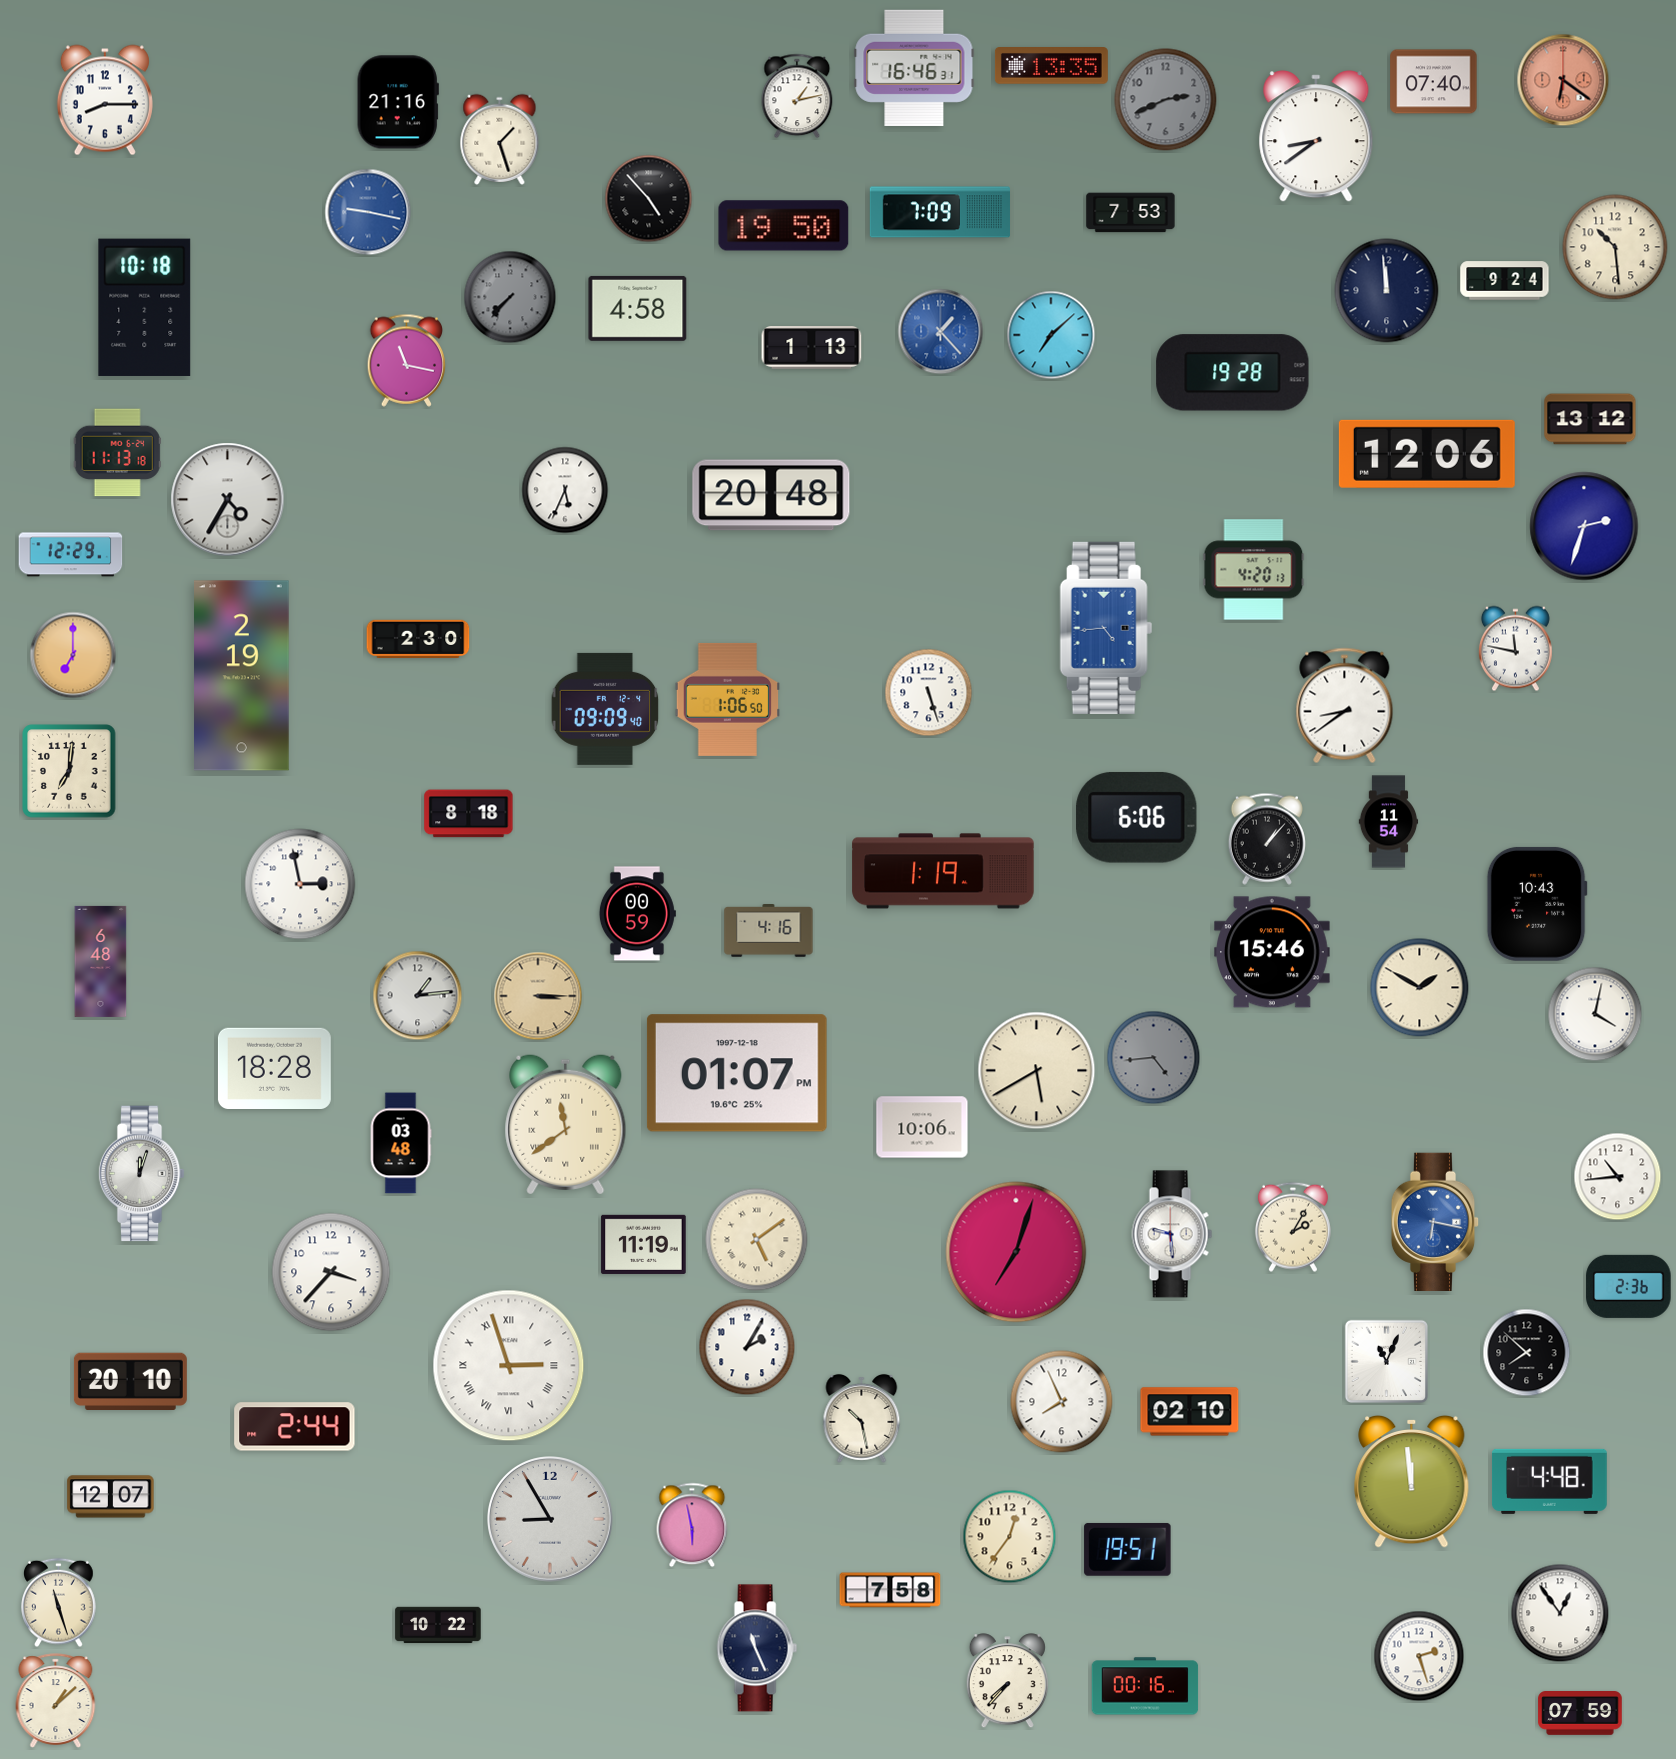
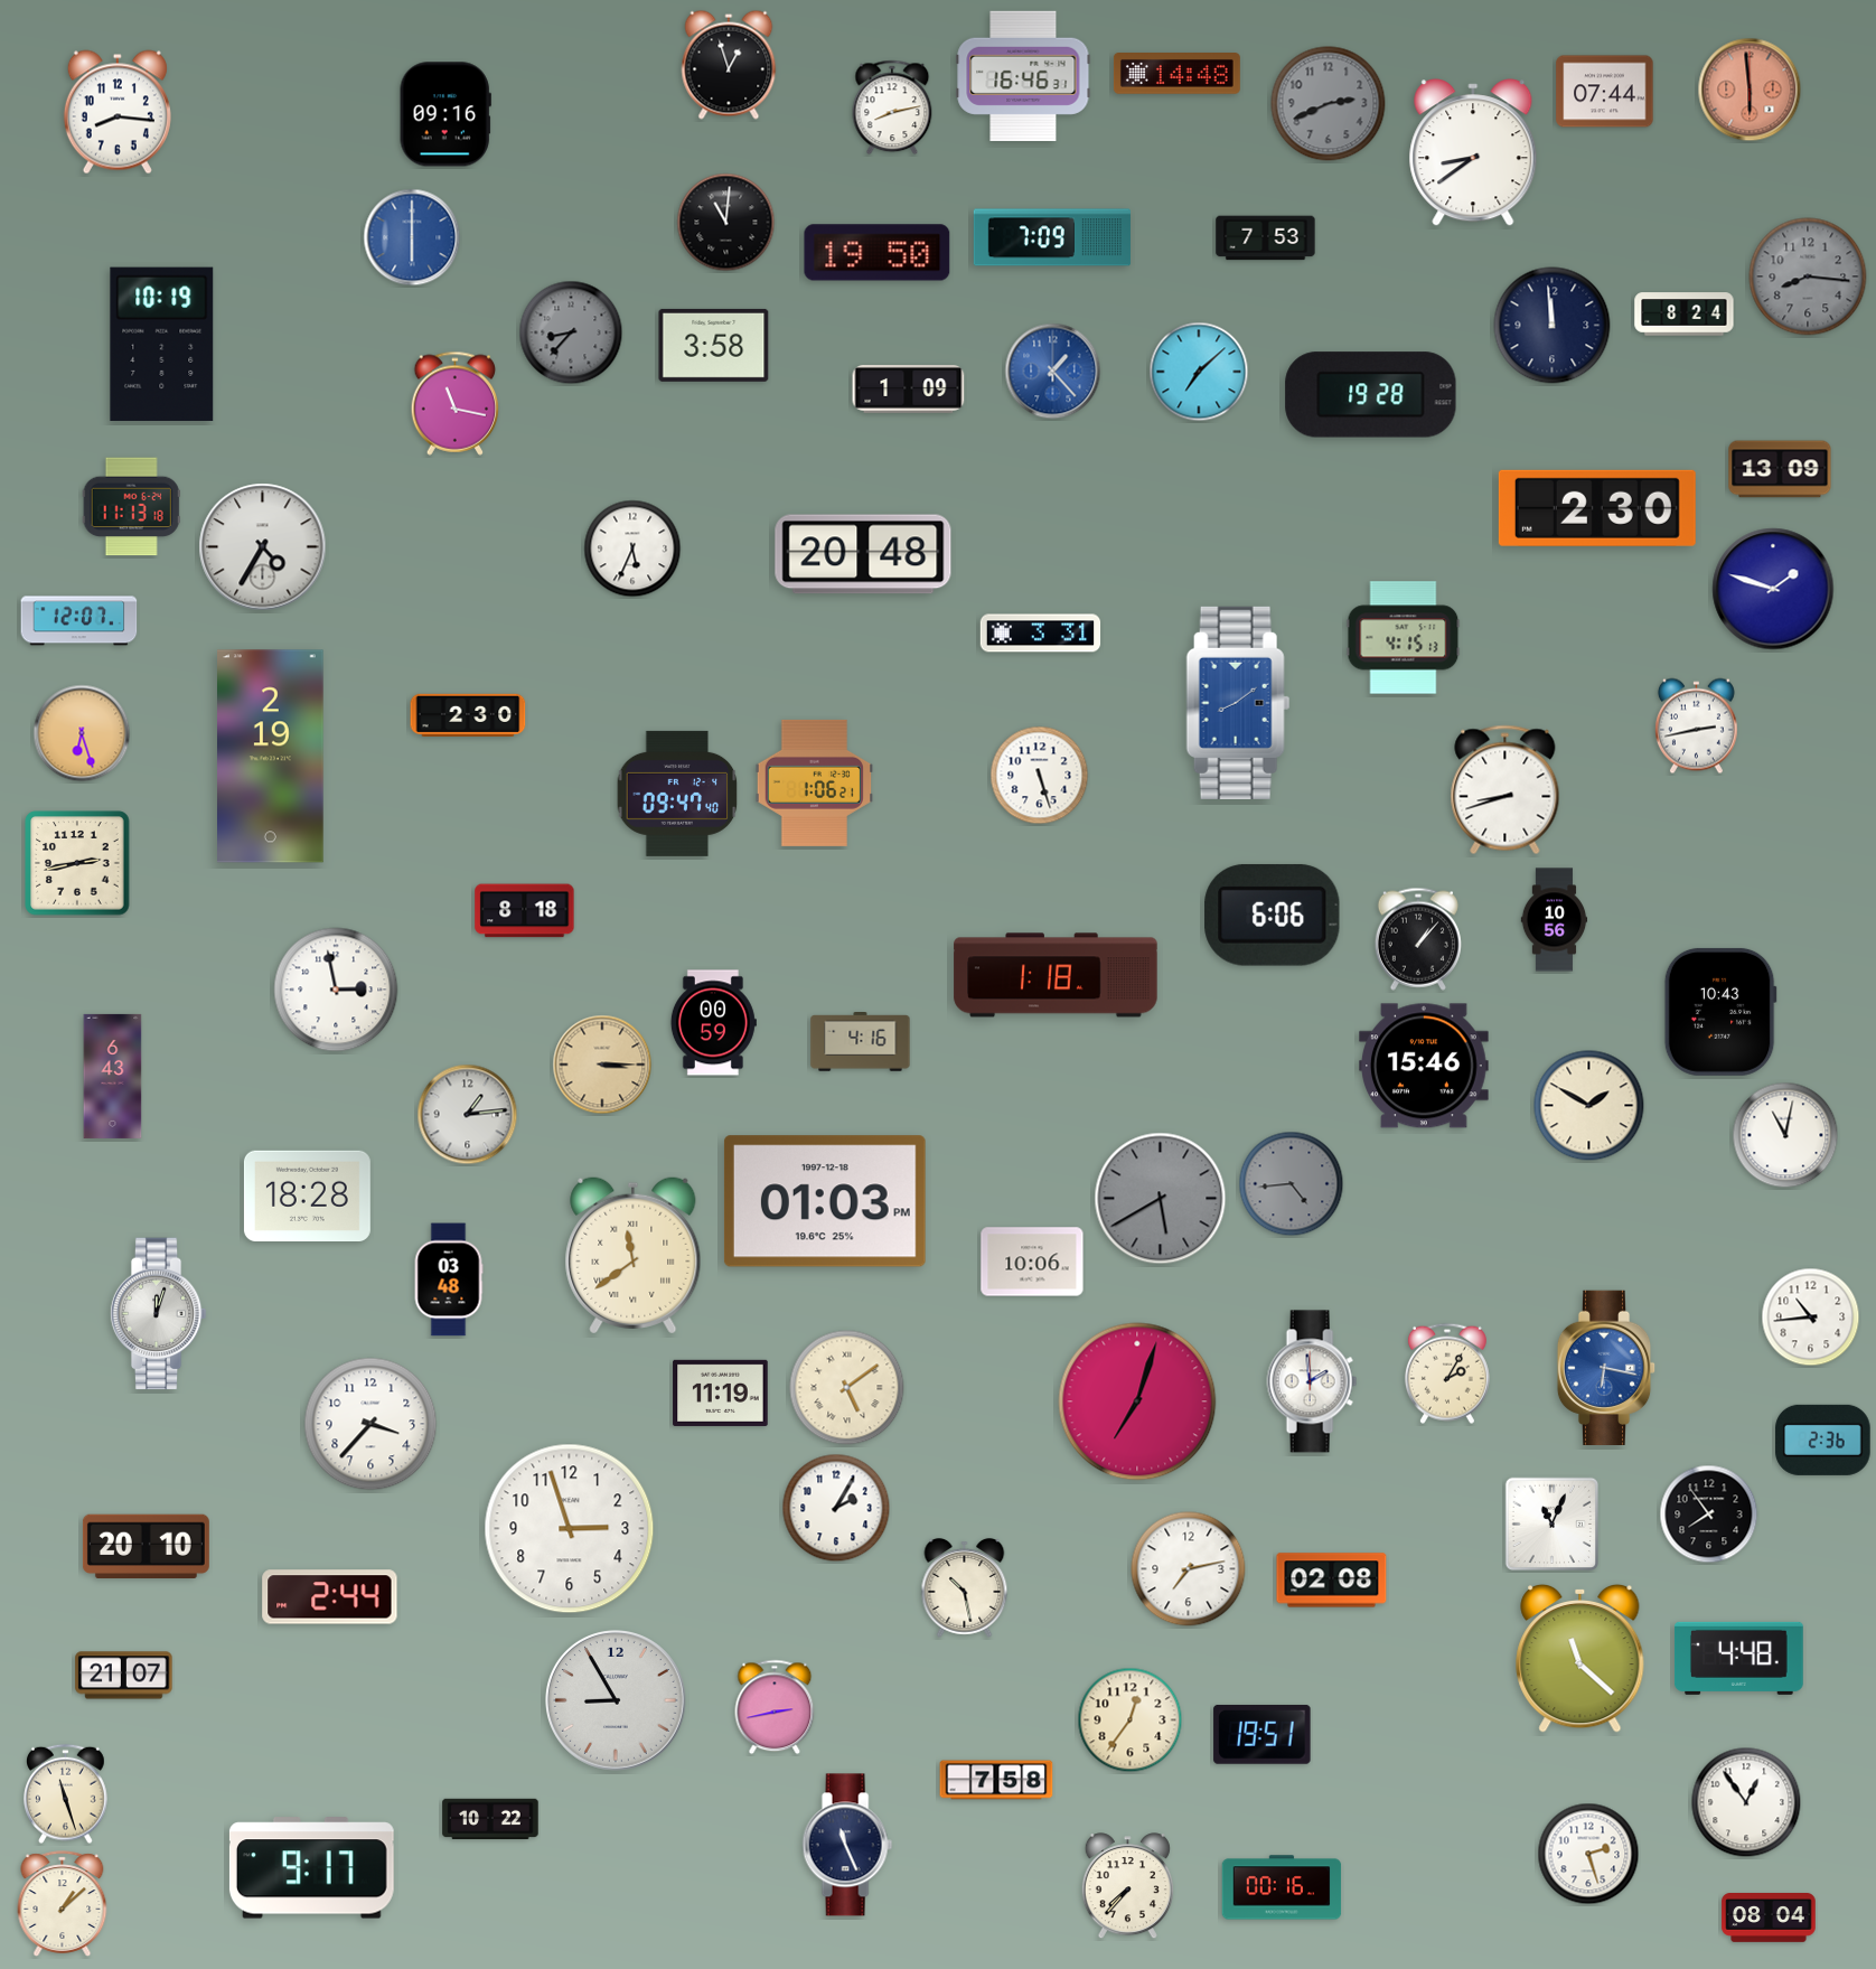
clock at (729, 65): none -> 12:57
clock at (1051, 66): 13:35 -> 14:48
clock at (1563, 80): 6:21 -> 5:59
clock at (1434, 82): 07:40 -> 07:44
clock at (797, 96): 1:13 -> 8:13
clock at (105, 100): 8:15 -> 8:16
clock at (1166, 100) position: (1166, 100) -> (1329, 104)
clock at (398, 102): 21:16 -> 09:16
clock at (500, 139): 1:27 -> none
clock at (649, 199): 4:53 -> 11:01
clock at (368, 212): 9:17 -> 6:00
clock at (1615, 247): 10:29 -> 8:16
clock at (1615, 247) dial: cream -> grey
clock at (1505, 281): 9:24 -> 8:24
clock at (510, 297): 7:37 -> 8:37
clock at (145, 307): 10:18 -> 10:19
clock at (638, 308): 4:58 -> 3:58
clock at (1051, 335) position: (1051, 335) -> (1199, 372)
clock at (812, 348): 1:13 -> 1:09
clock at (1233, 373) position: (1233, 373) -> (1371, 395)
clock at (1590, 419): 13:12 -> 13:09
clock at (1427, 454): 12:06 -> 2:30
clock at (228, 500) position: (228, 500) -> (263, 547)
clock at (1584, 526): 2:33 -> 1:48
clock at (71, 555): 12:29 -> 12:07
clock at (1041, 634): none -> 3:31
clock at (1254, 570): 4:20 -> 4:15
clock at (1106, 628): 4:44 -> 8:09
clock at (1515, 649): 11:47 -> 2:43
clock at (73, 655): 7:00 -> 6:27
clock at (727, 699): 1:06:50 -> 1:06:21
clock at (1345, 706): 8:39 -> 8:42
clock at (605, 709): 09:09 -> 09:47
clock at (69, 771): 7:01 -> 2:43
clock at (1389, 822): 11:54 -> 10:56
clock at (943, 871): 1:19 -> 1:18
clock at (101, 961): 6:48 -> 6:43
clock at (538, 996) position: (538, 996) -> (602, 1065)
clock at (1595, 1014): 4:02 -> 11:02
clock at (1037, 1071) dial: cream -> grey
clock at (737, 1073): 01:07 -> 01:03
clock at (566, 1125) position: (566, 1125) -> (634, 1256)
clock at (1172, 1234): 9:29 -> 1:59
clock at (1527, 1353): 7:52 -> 7:54
clock at (509, 1366) numerals: Roman -> Arabic
clock at (1062, 1402): 7:56 -> 7:13
clock at (1190, 1412): 02:10 -> 02:08
clock at (1412, 1481): 11:59 -> 11:22
clock at (1550, 1481) position: (1550, 1481) -> (1739, 1658)
clock at (111, 1497): 12:07 -> 21:07
clock at (692, 1525): 5:58 -> 2:43
clock at (1560, 1613) position: (1560, 1613) -> (1746, 1802)
clock at (311, 1868): none -> 9:17
clock at (1007, 1681) position: (1007, 1681) -> (1127, 1886)
clock at (1580, 1714): 07:59 -> 08:04
